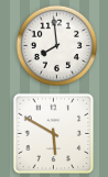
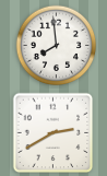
clock at (54, 134): 5:50 -> 2:40
